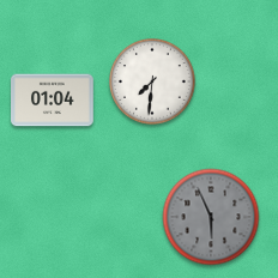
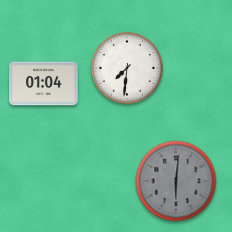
clock at (211, 217): 5:56 -> 6:01
